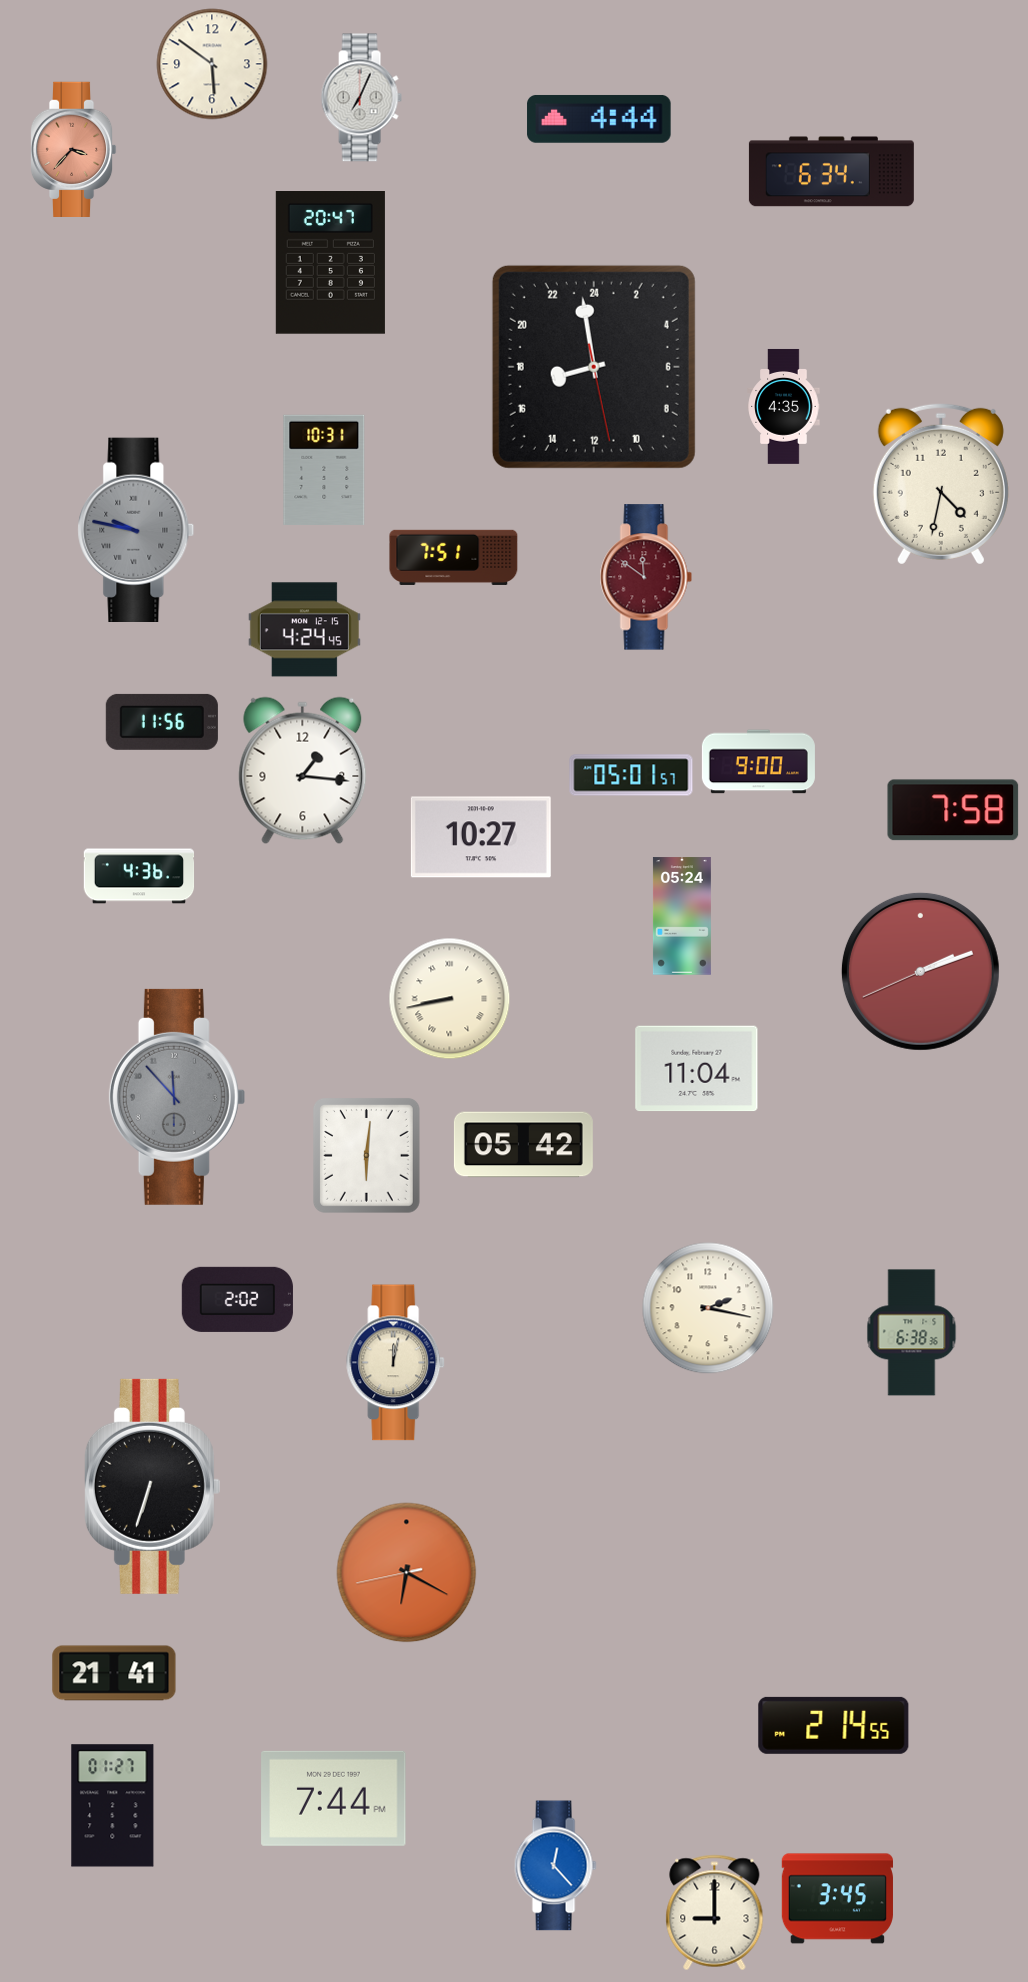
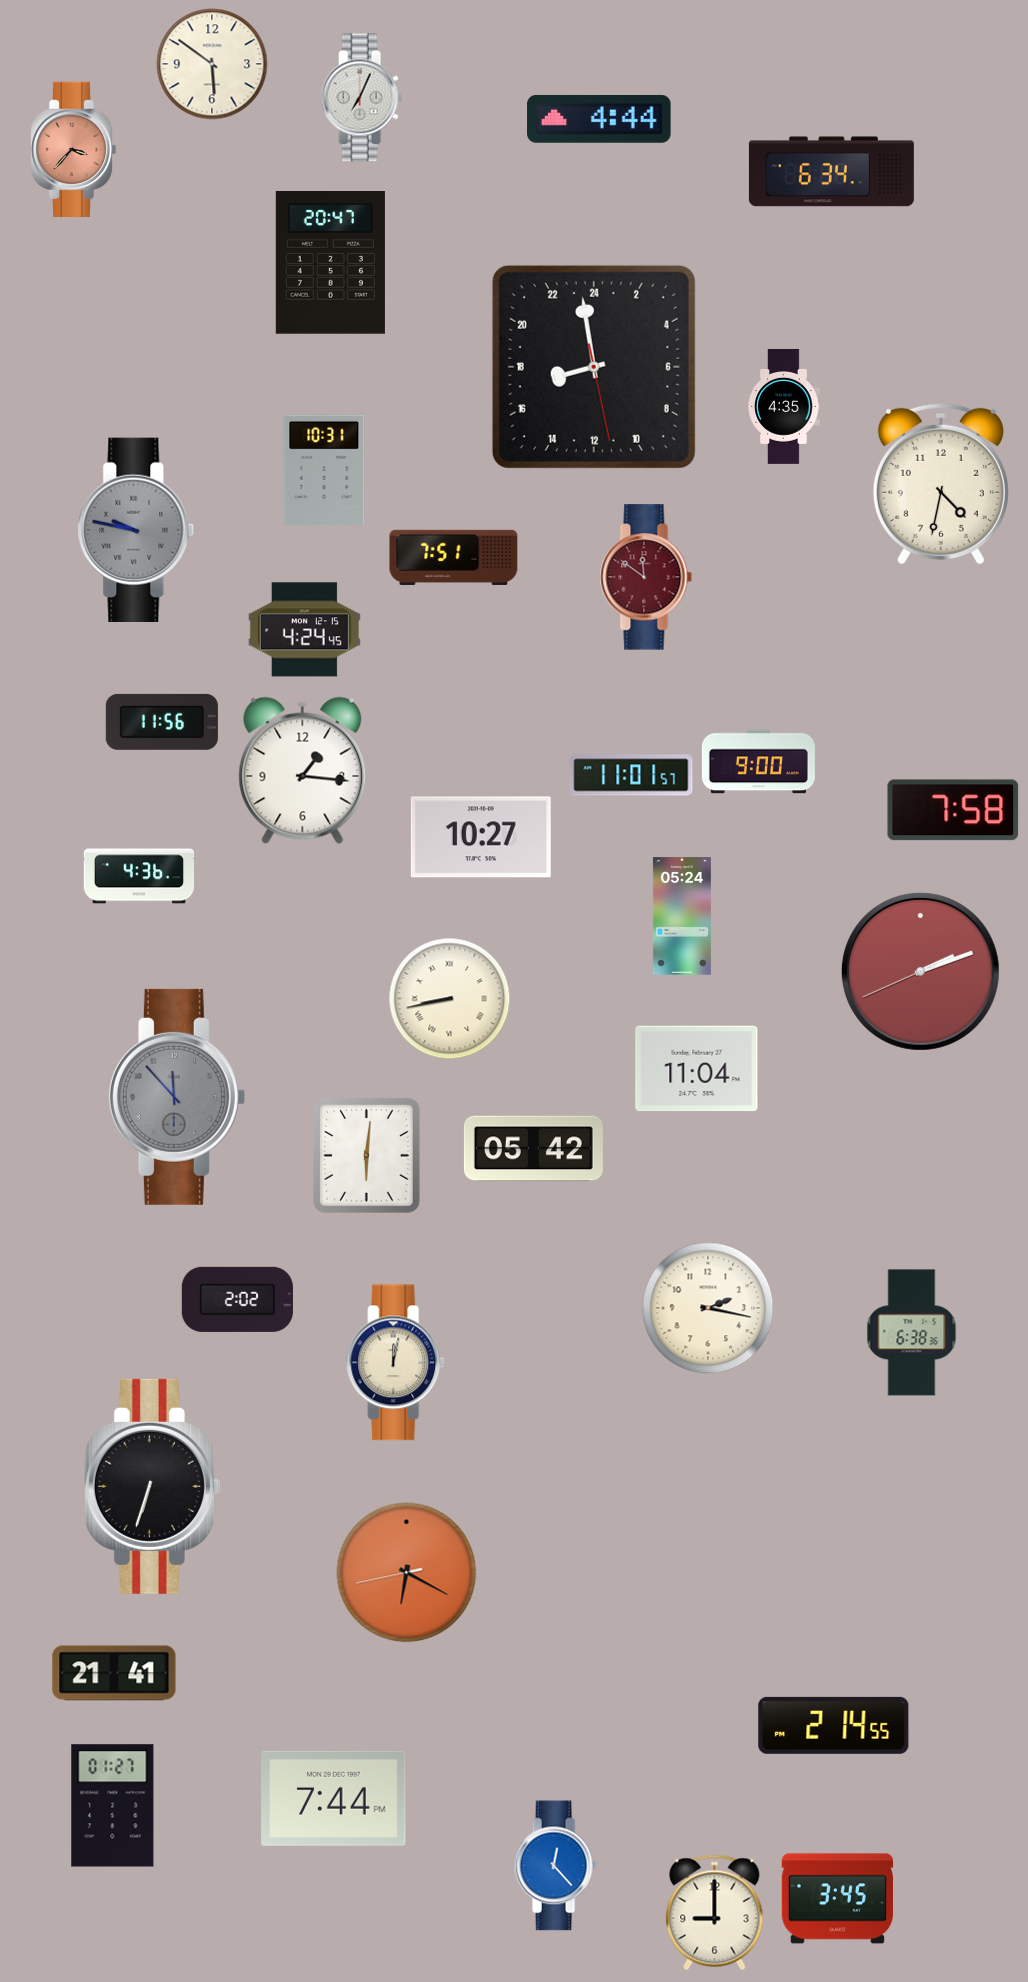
clock at (631, 775): 05:01 -> 11:01
clock at (523, 1145) position: (523, 1145) -> (533, 1149)
